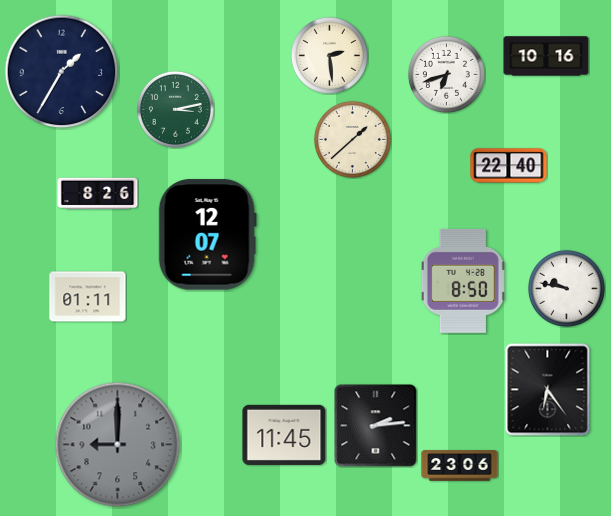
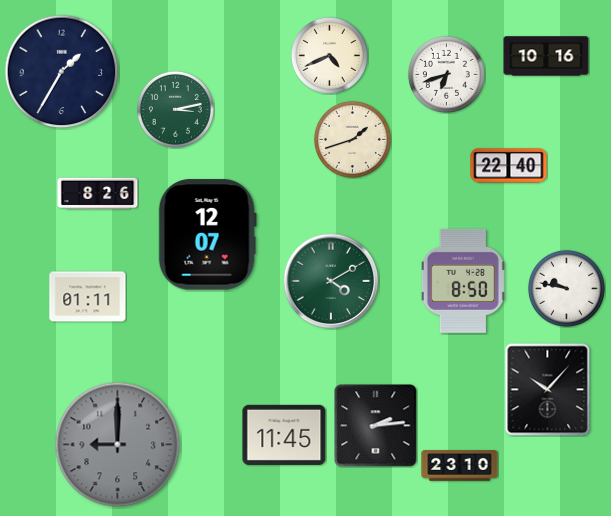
clock at (329, 55): 2:29 -> 4:41
clock at (352, 139): 1:38 -> 1:42
clock at (331, 281): none -> 4:10
clock at (548, 390): 6:24 -> 10:07
clock at (460, 466): 23:06 -> 23:10
